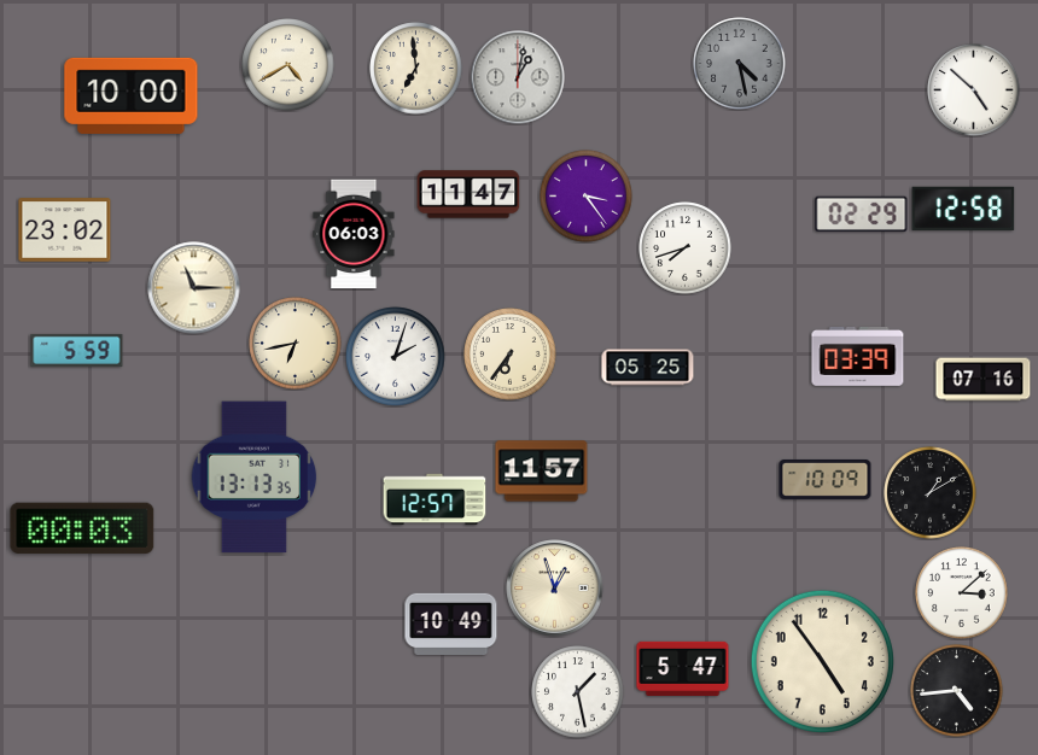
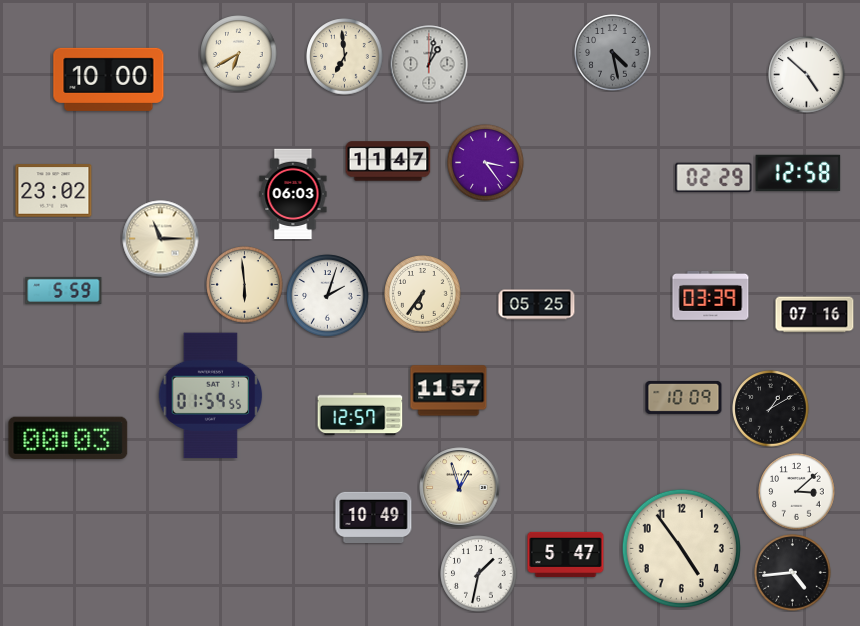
clock at (288, 65): 4:40 -> 6:40
clock at (686, 248): 7:42 -> none
clock at (296, 344): 6:43 -> 5:59
clock at (255, 478): 13:13 -> 01:59
clock at (578, 692): 1:28 -> 1:32
